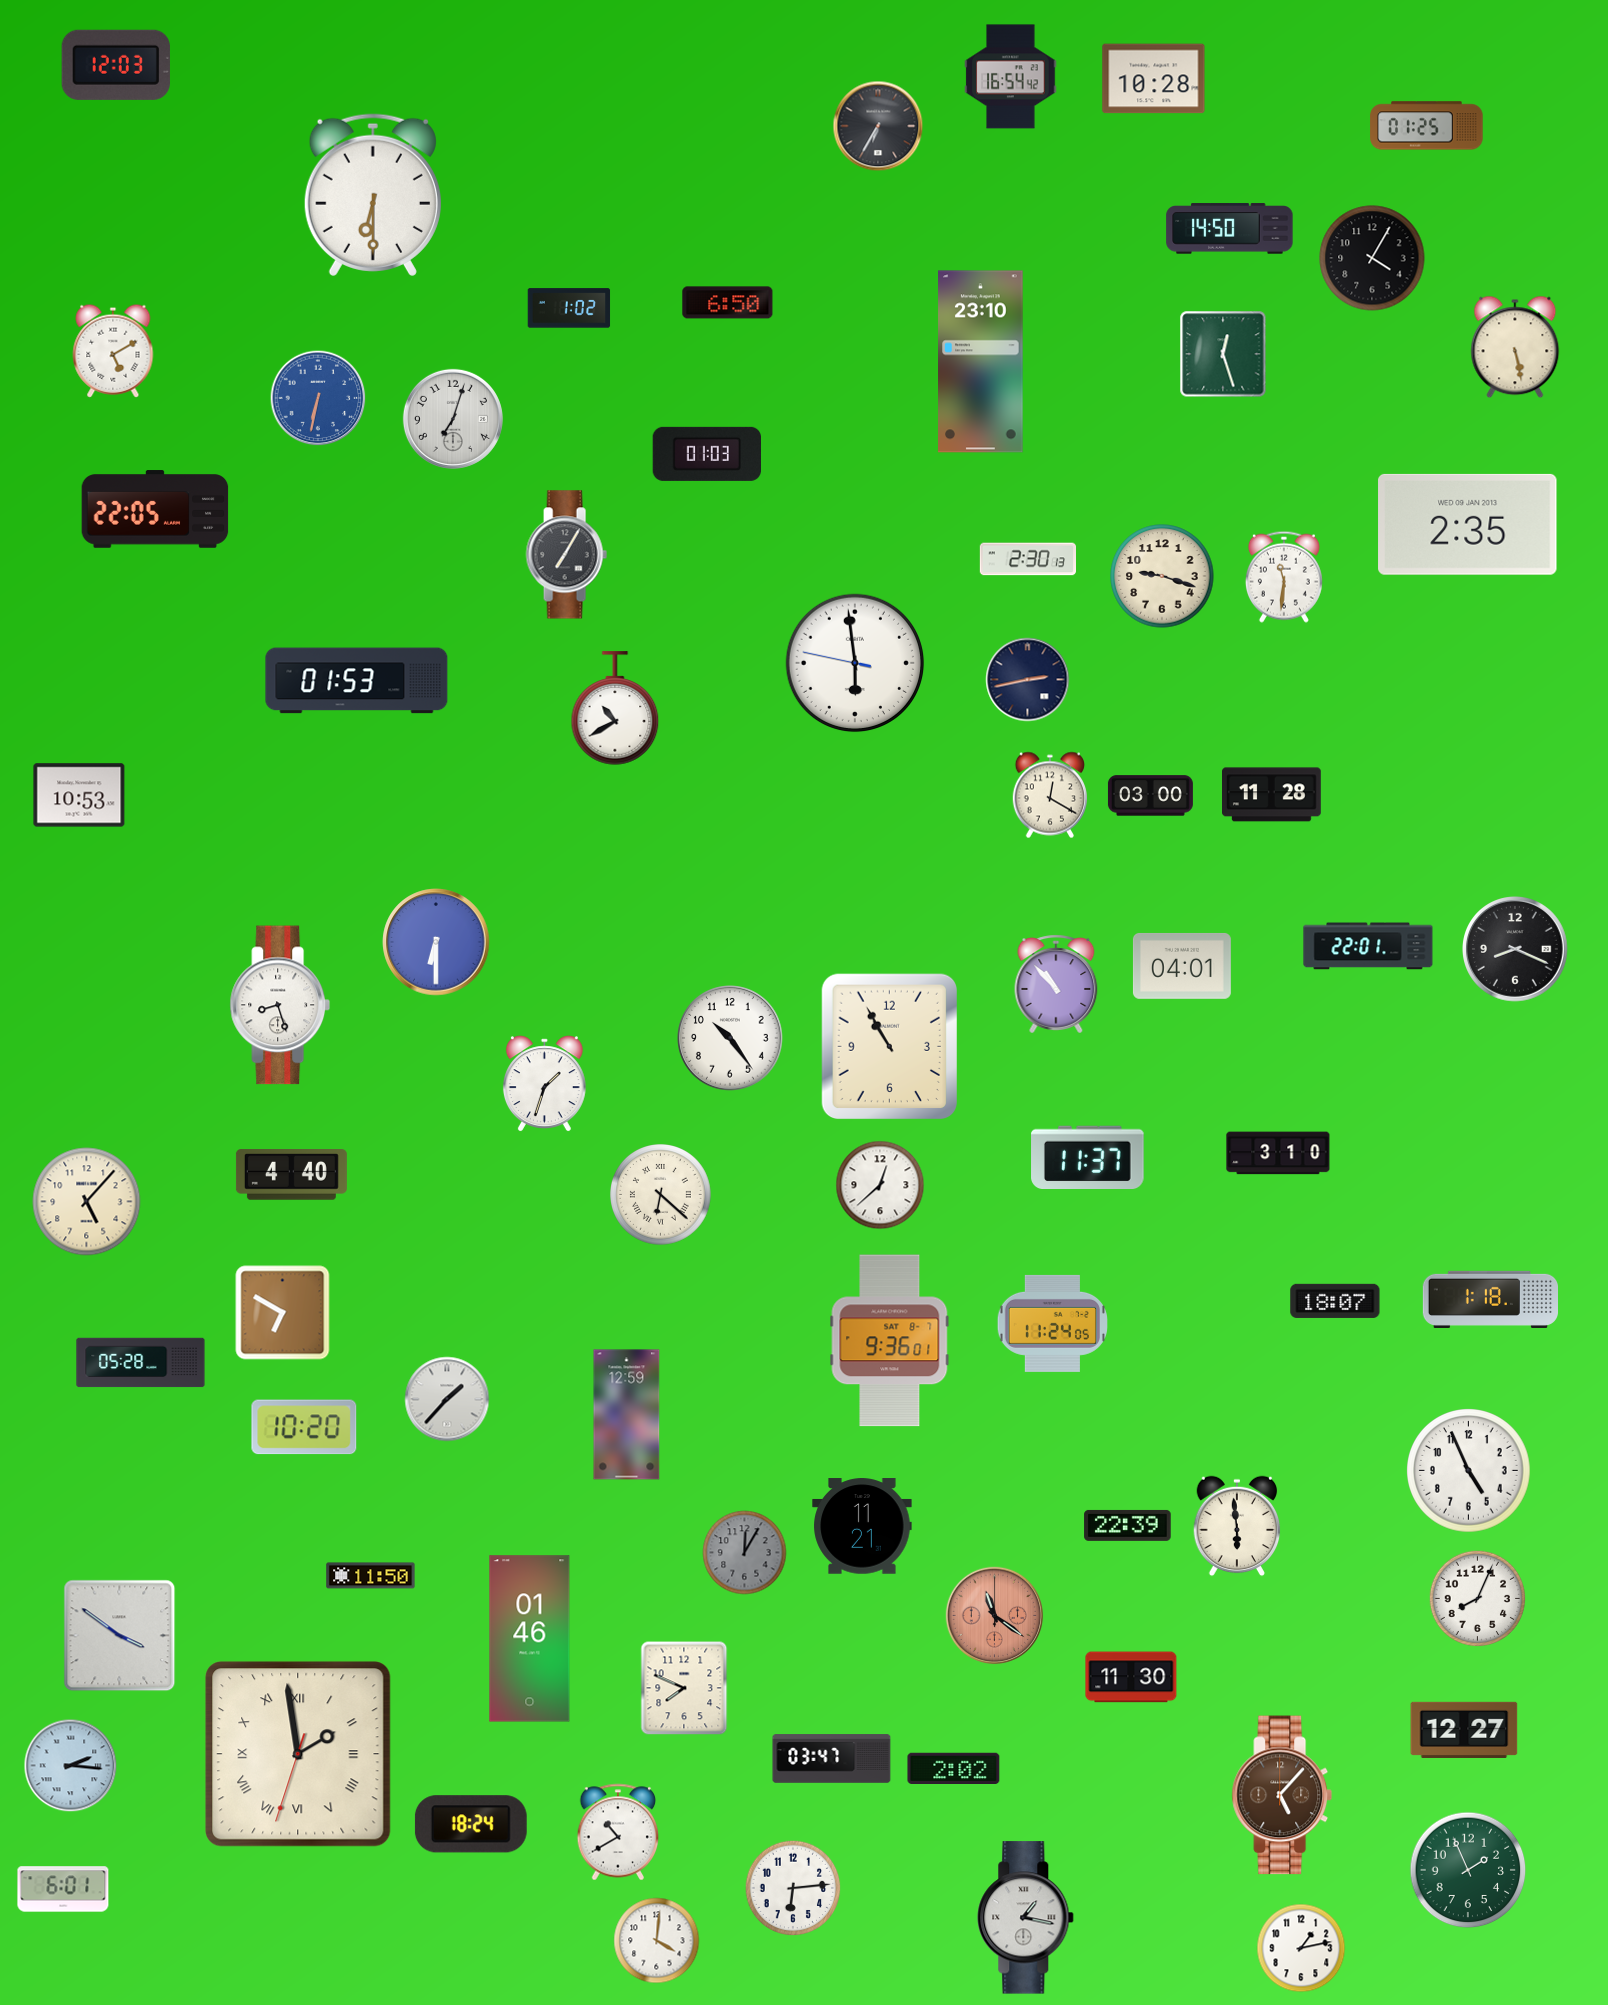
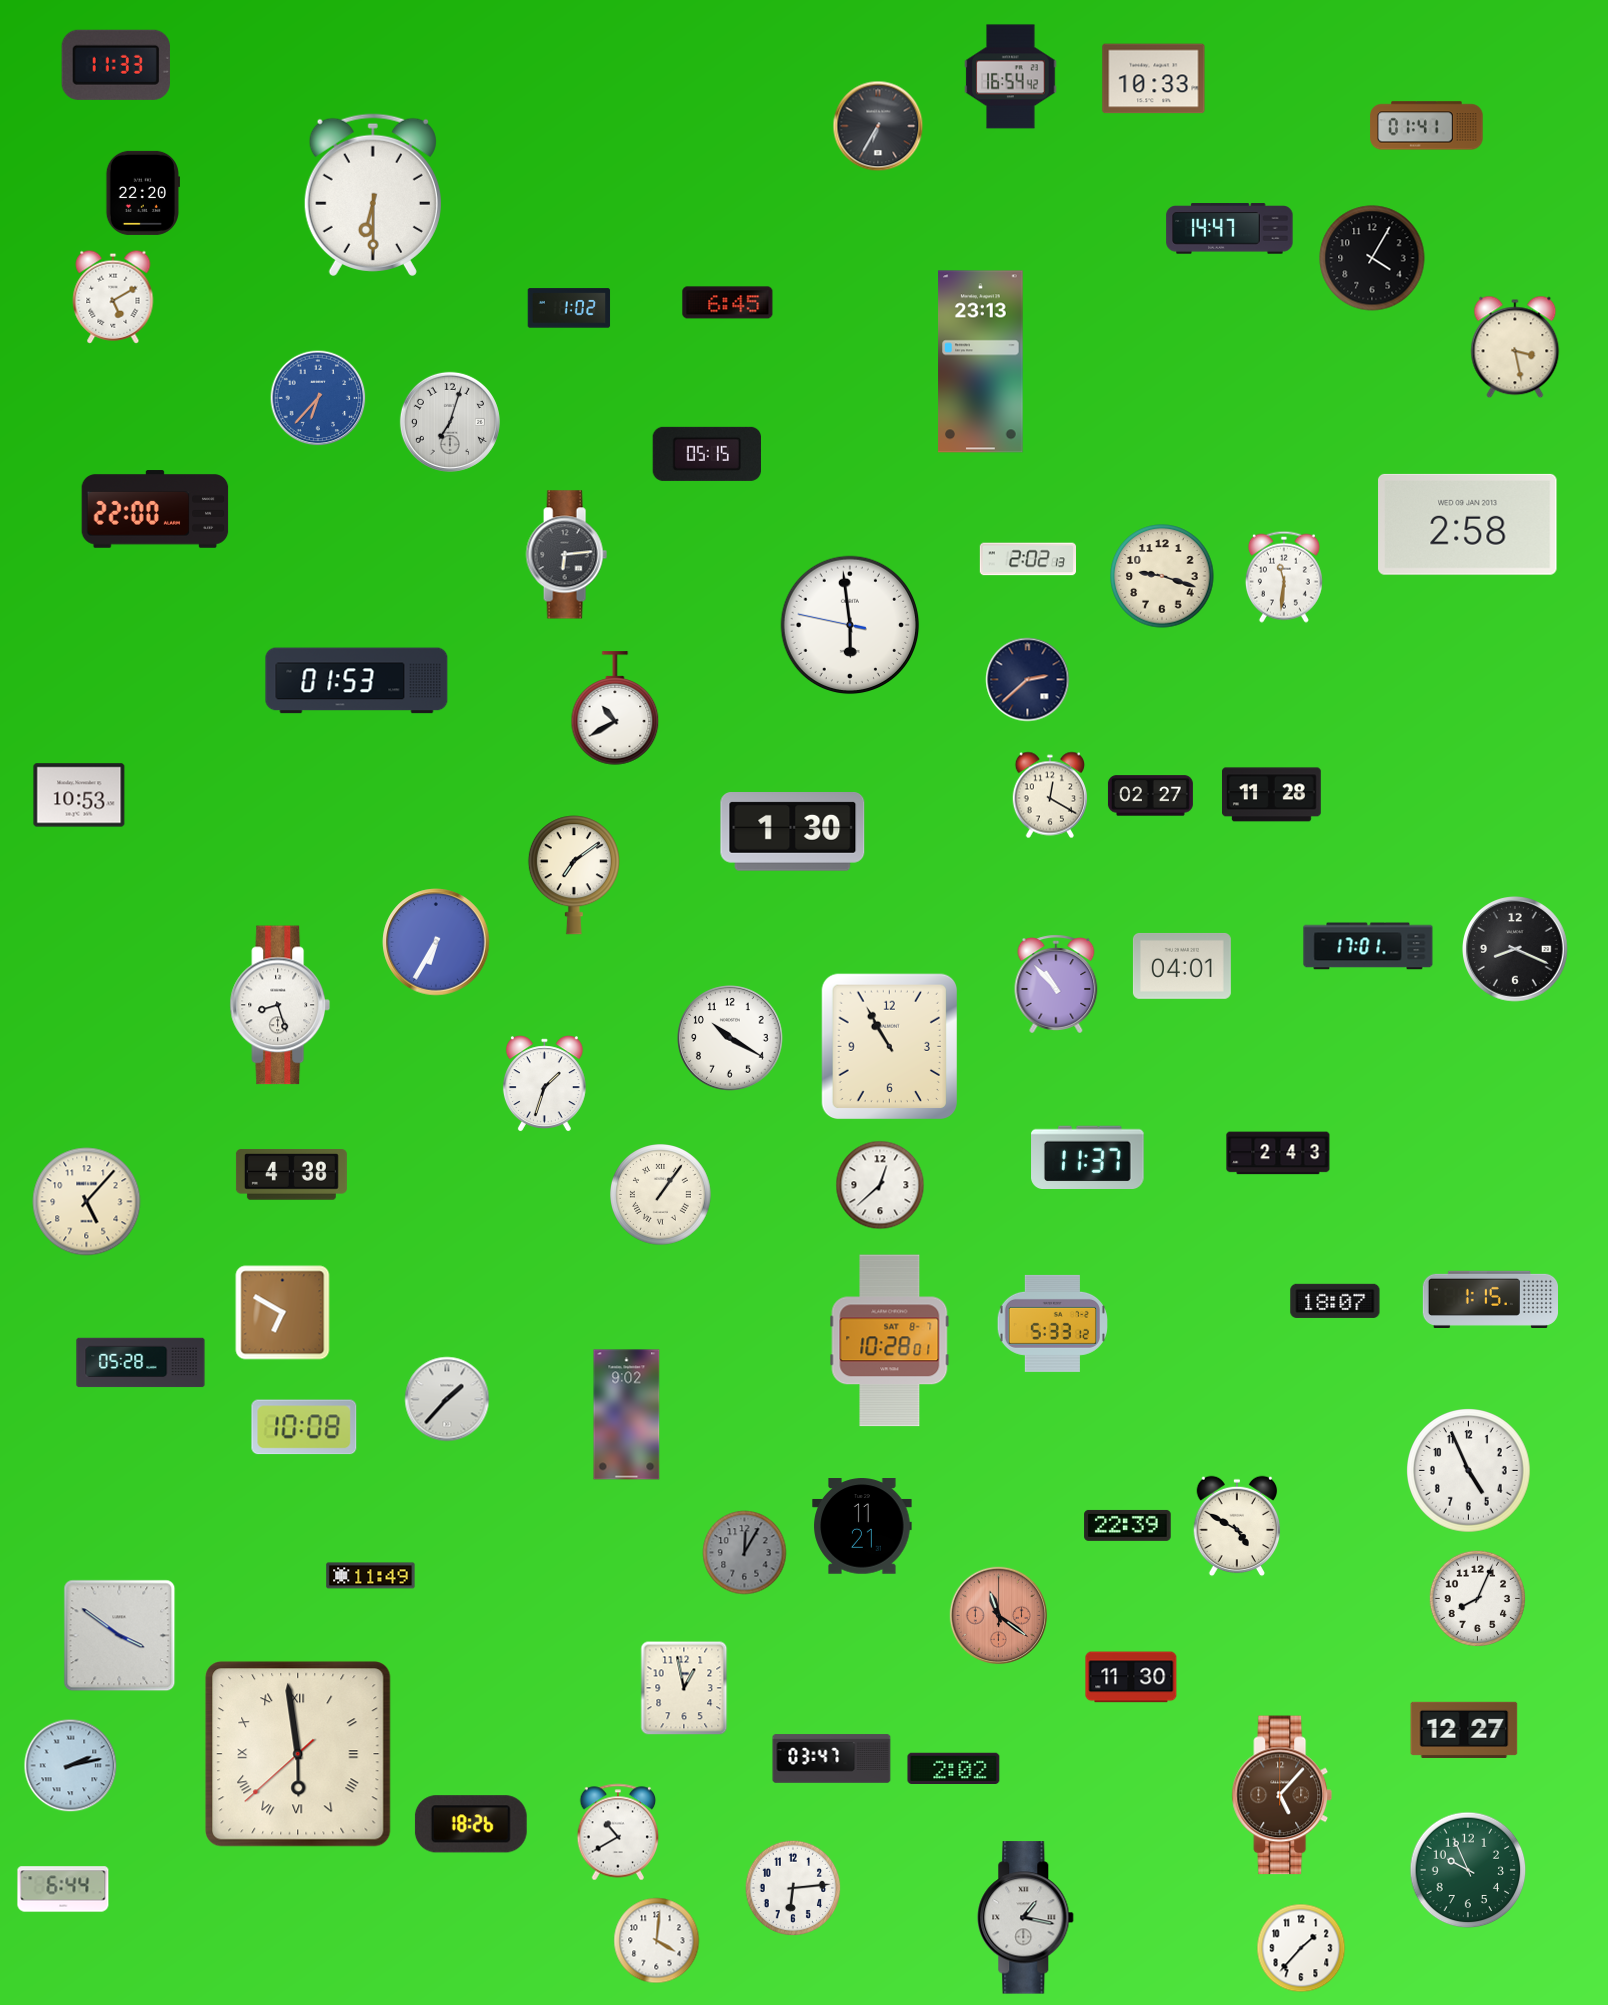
clock at (116, 65): 12:03 -> 11:33
clock at (1154, 79): 10:28 -> 10:33
clock at (1427, 126): 01:25 -> 01:41
clock at (142, 193): none -> 22:20
clock at (1230, 229): 14:50 -> 14:47
clock at (728, 303): 6:50 -> 6:45
clock at (1515, 347): 5:28 -> 3:28
clock at (113, 351) position: (113, 351) -> (113, 297)
clock at (1223, 354): 12:27 -> none
clock at (981, 362): 23:10 -> 23:13
clock at (318, 398): 6:32 -> 6:37
clock at (453, 419) position: (453, 419) -> (450, 422)
clock at (706, 454): 01:03 -> 05:15
clock at (155, 509): 22:05 -> 22:00
clock at (1468, 524): 2:35 -> 2:58
clock at (566, 555): 7:05 -> 6:14
clock at (1027, 559): 2:30 -> 2:02
clock at (855, 663) position: (855, 663) -> (850, 625)
clock at (1028, 680): 2:43 -> 2:38
clock at (1150, 796): 03:00 -> 02:27
clock at (793, 832): none -> 1:30
clock at (574, 875): none -> 7:09
clock at (436, 942): 6:30 -> 6:35
clock at (1368, 946): 22:01 -> 17:01
clock at (730, 1038): 10:24 -> 10:20
clock at (1278, 1153): 3:10 -> 2:43
clock at (291, 1175): 4:40 -> 4:38
clock at (661, 1195): 6:22 -> 1:06
clock at (1490, 1299): 1:18 -> 1:15
clock at (1052, 1323): 11:24 -> 5:33
clock at (890, 1341): 9:36 -> 10:28
clock at (627, 1415): 12:59 -> 9:02
clock at (304, 1427): 10:20 -> 10:08
clock at (1237, 1526): 5:59 -> 4:50
clock at (371, 1576): 11:50 -> 11:49
clock at (995, 1616) position: (995, 1616) -> (999, 1616)
clock at (530, 1639): 01:46 -> none
clock at (684, 1688): 7:49 -> 12:58
clock at (298, 1754): 1:58 -> 5:58
clock at (71, 1766): 2:16 -> 2:13
clock at (471, 1824): 18:24 -> 18:26
clock at (1468, 1870): 1:56 -> 9:56
clock at (63, 1889): 6:01 -> 6:44
clock at (1301, 1948): 1:13 -> 1:37
